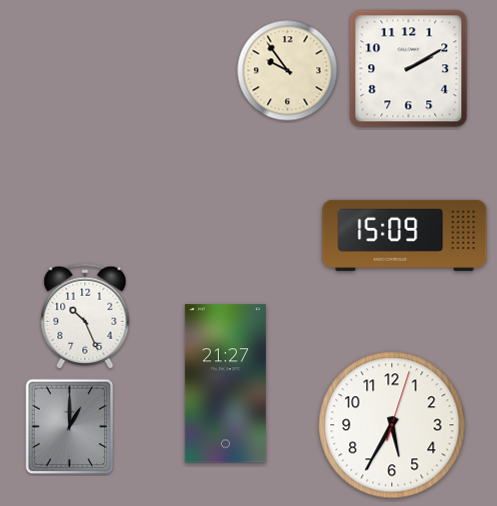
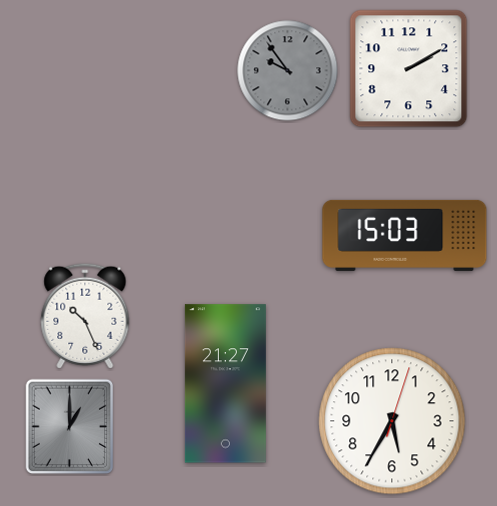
clock at (288, 71) dial: cream -> grey
clock at (405, 235): 15:09 -> 15:03
clock at (392, 425) position: (392, 425) -> (392, 421)
